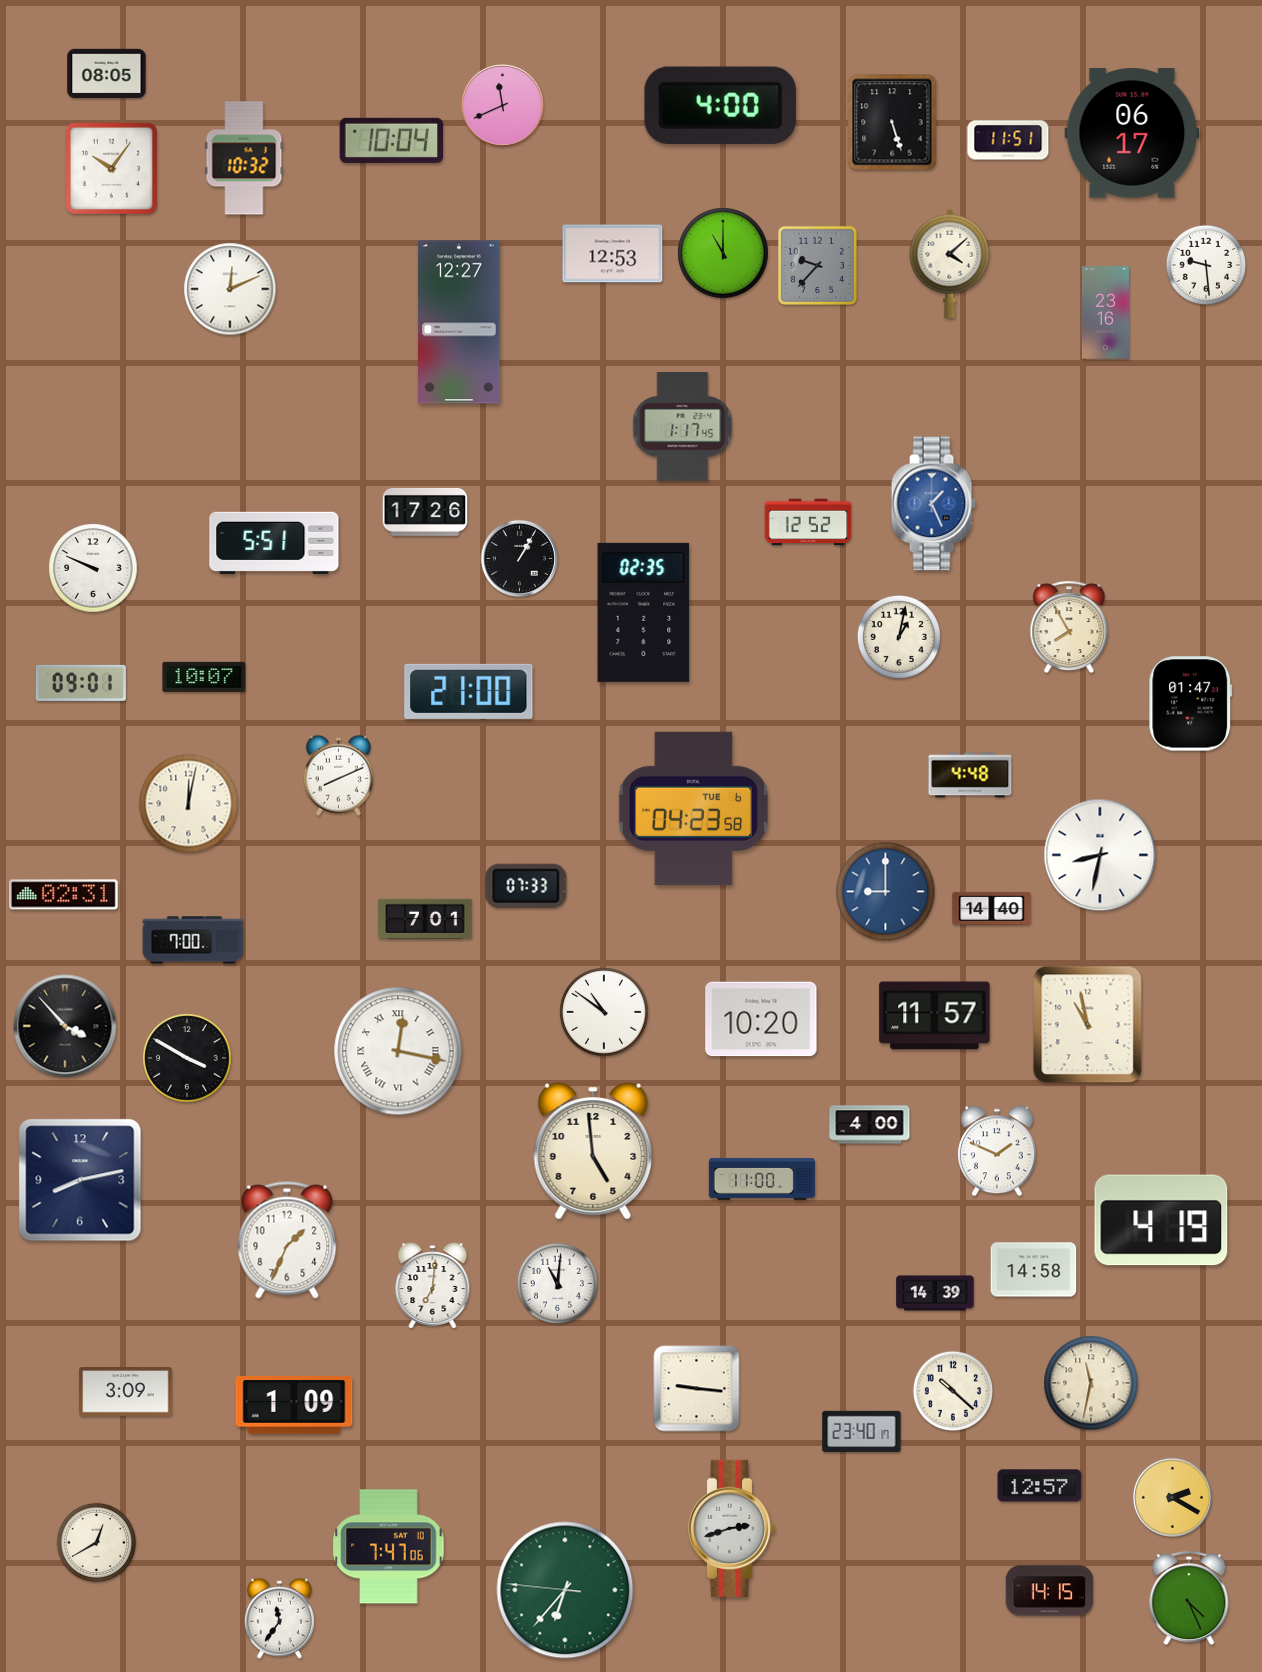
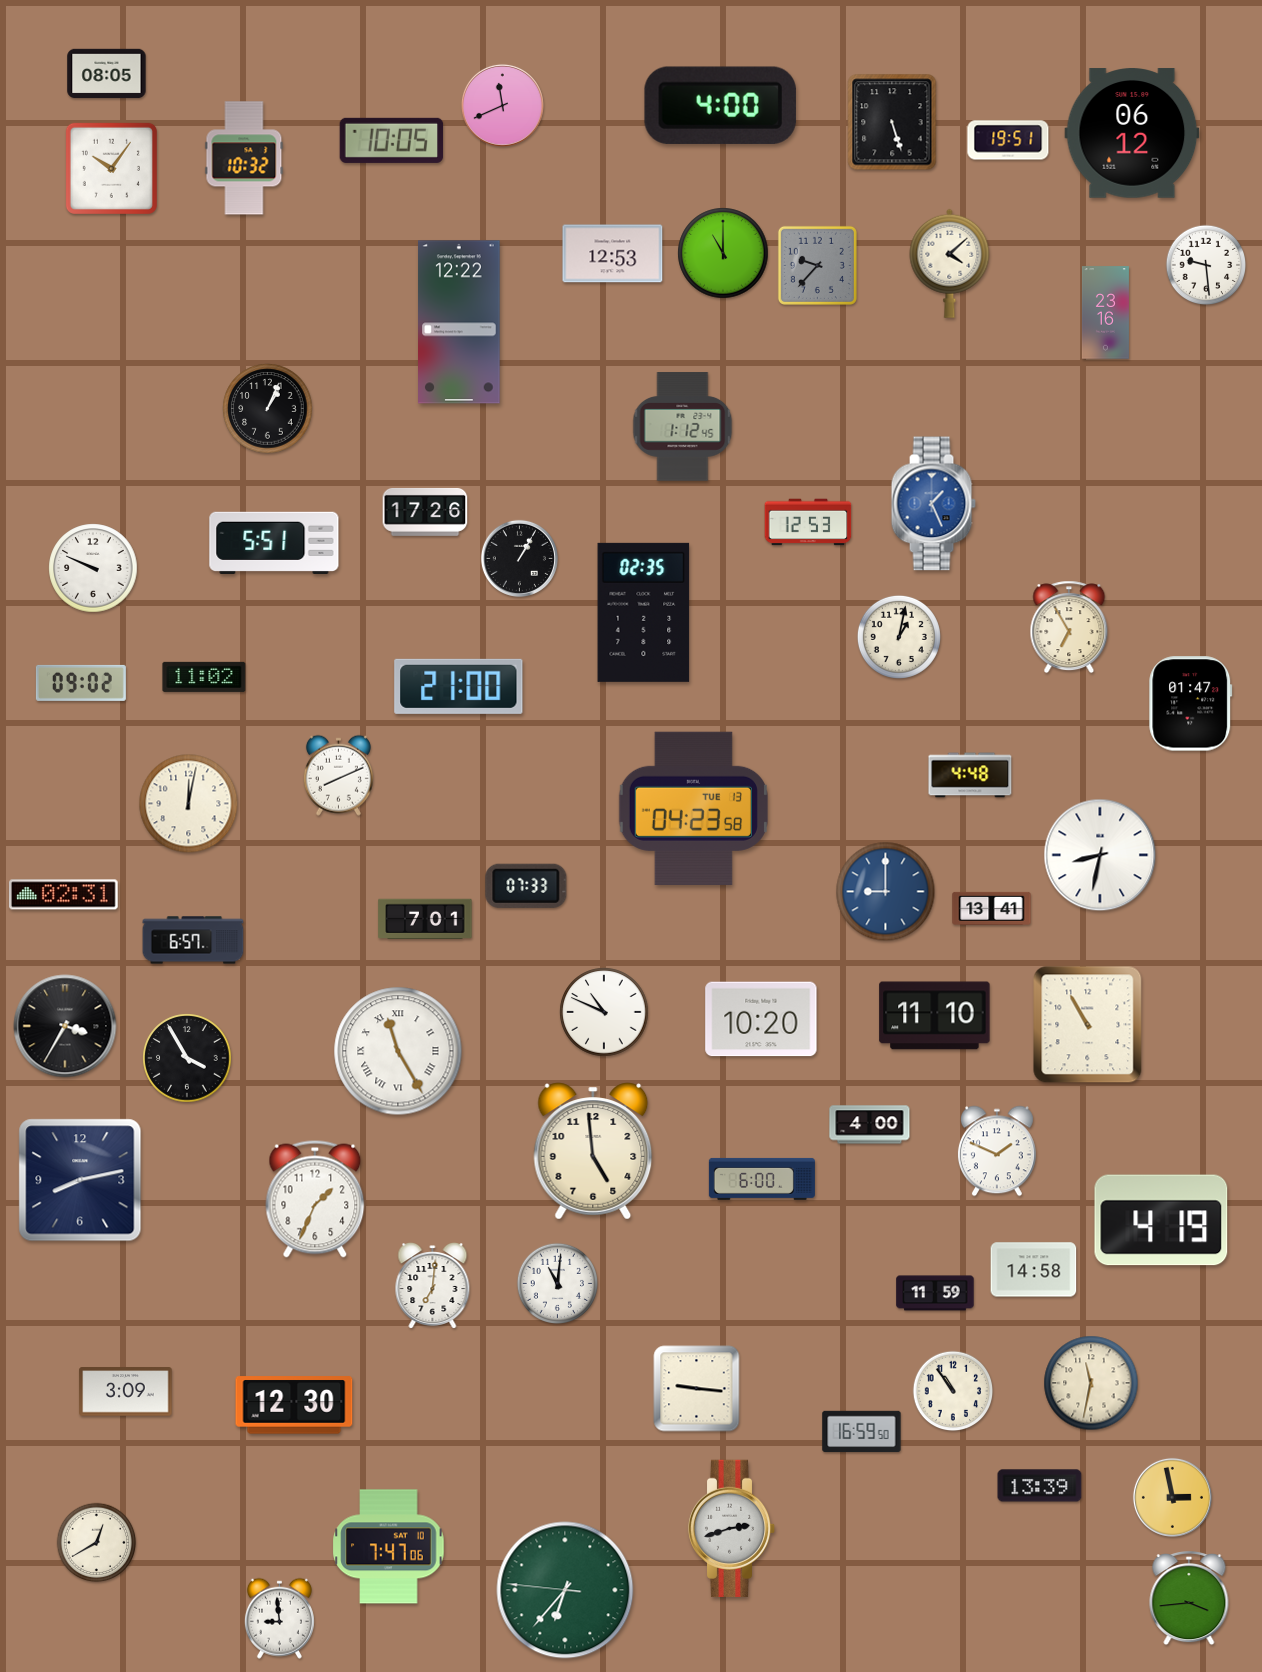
clock at (1132, 133): 06:17 -> 06:12
clock at (392, 140): 10:04 -> 10:05
clock at (1008, 140): 11:51 -> 19:51
clock at (230, 289): 12:11 -> none
clock at (459, 322): 12:27 -> 12:22
clock at (268, 409): none -> 1:04
clock at (683, 427): 1:17 -> 1:12
clock at (808, 522): 12:52 -> 12:53
clock at (1069, 627): 7:55 -> 6:55
clock at (204, 677): 10:07 -> 11:02
clock at (81, 683): 09:01 -> 09:02
clock at (469, 691) position: (469, 691) -> (459, 686)
clock at (693, 808) date: TUE 6 -> TUE 13
clock at (992, 908): 14:40 -> 13:41
clock at (193, 940): 7:00 -> 6:57
clock at (604, 1012): 10:51 -> 10:49
clock at (935, 1016): 11:57 -> 11:10
clock at (1088, 1025): 10:58 -> 10:55
clock at (65, 1026): 3:53 -> 3:35
clock at (398, 1051): 12:17 -> 11:25
clock at (187, 1058): 3:50 -> 3:55
clock at (762, 1179): 11:00 -> 6:00
clock at (287, 1240) position: (287, 1240) -> (315, 1199)
clock at (935, 1293): 14:39 -> 11:59
clock at (953, 1391): 10:22 -> 10:54
clock at (294, 1405): 1:09 -> 12:30
clock at (862, 1432): 23:40 -> 16:59
clock at (1040, 1486): 12:57 -> 13:39
clock at (1172, 1497): 2:20 -> 2:58
clock at (1050, 1591): 14:15 -> none
clock at (1189, 1599): 4:26 -> 3:44
clock at (279, 1618): 11:36 -> 8:59
